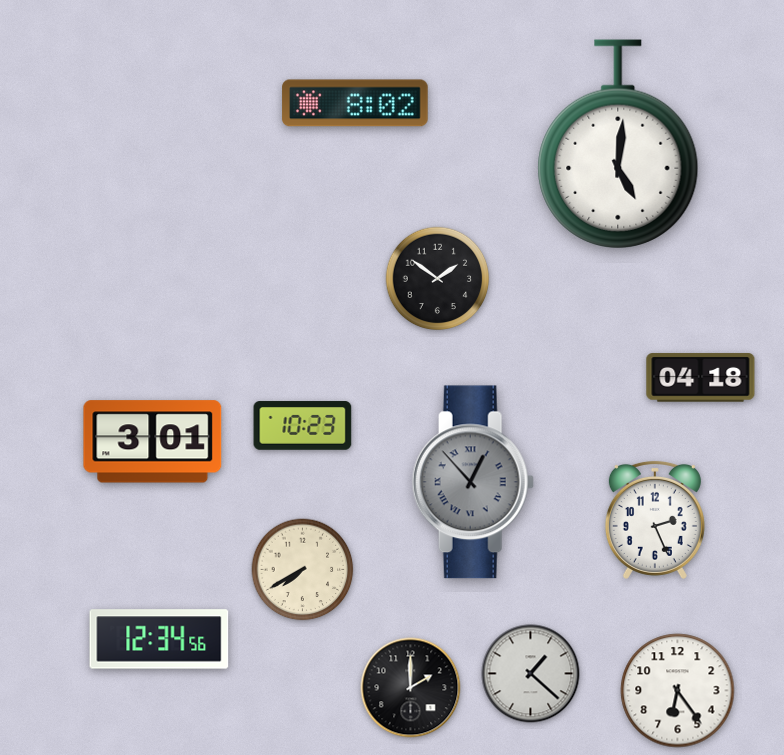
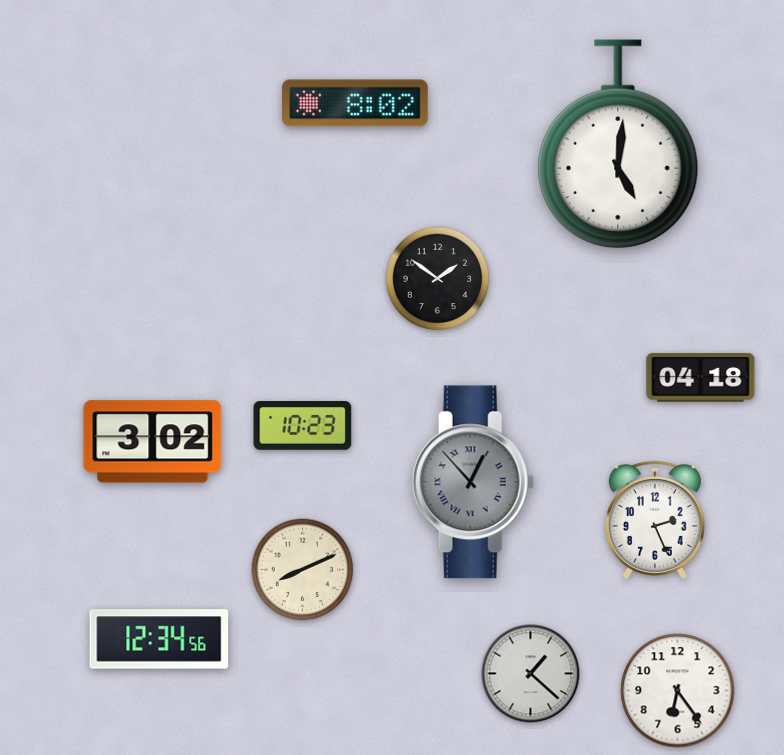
clock at (153, 442): 3:01 -> 3:02
clock at (303, 570): 7:40 -> 8:11
clock at (411, 688): 2:00 -> none
